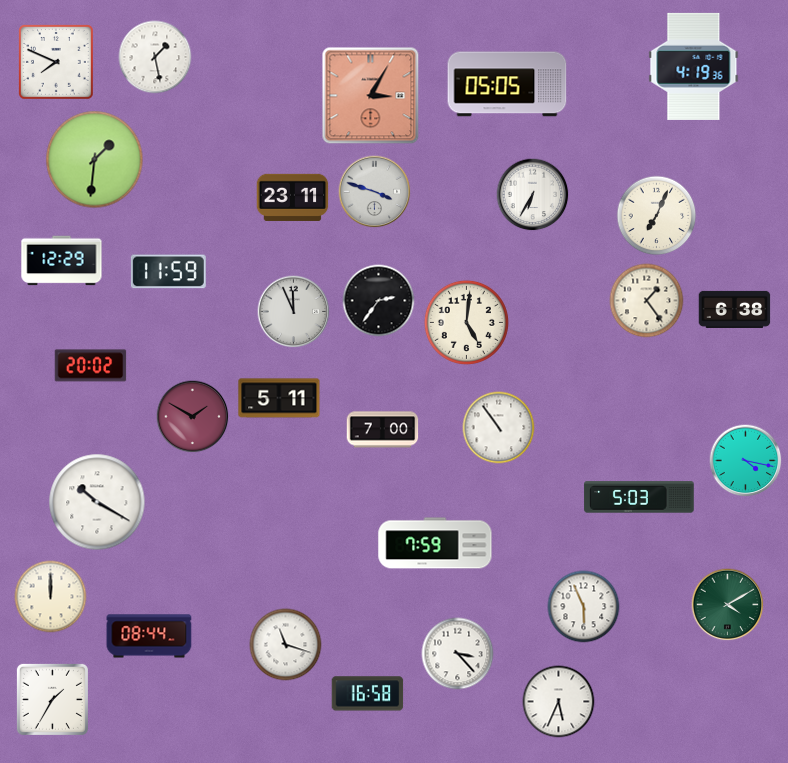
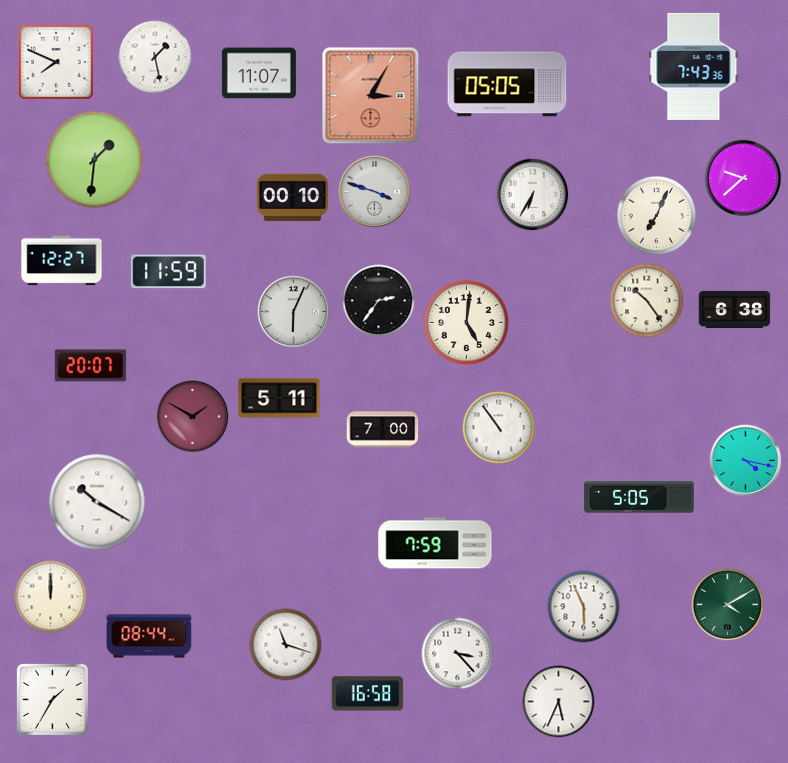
clock at (694, 66): 4:19 -> 7:43
clock at (259, 73): none -> 11:07
clock at (743, 178): none -> 9:38
clock at (293, 197): 23:11 -> 00:10
clock at (62, 261): 12:29 -> 12:27
clock at (647, 301): 1:24 -> 10:24
clock at (294, 312): 11:56 -> 6:04
clock at (91, 366): 20:02 -> 20:07
clock at (639, 497): 5:03 -> 5:05
